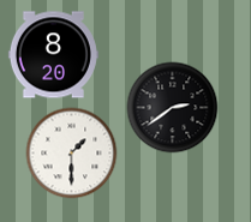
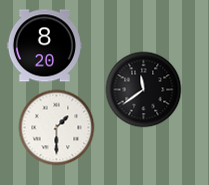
clock at (173, 108): 2:39 -> 11:39
clock at (72, 154) position: (72, 154) -> (57, 128)
